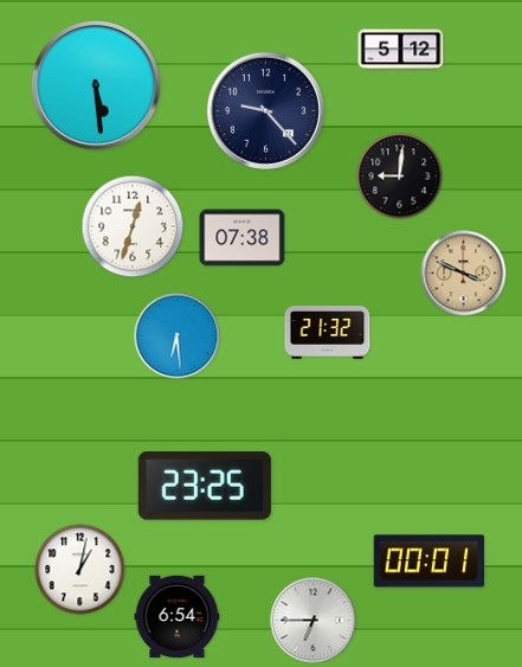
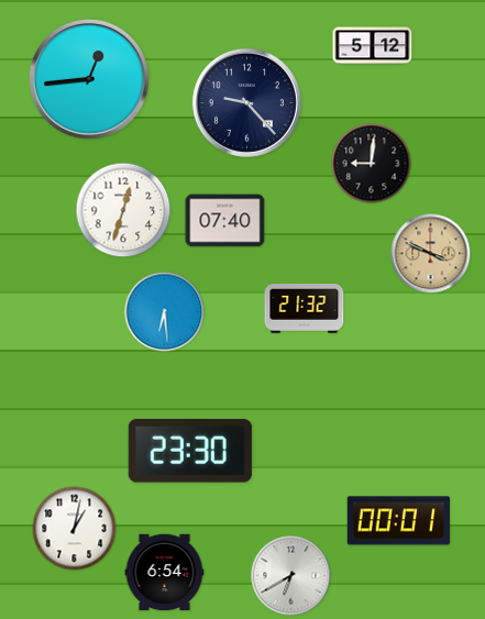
clock at (96, 85): 5:29 -> 12:44
clock at (243, 238): 07:38 -> 07:40
clock at (205, 486): 23:25 -> 23:30
clock at (314, 621): 6:45 -> 6:40
